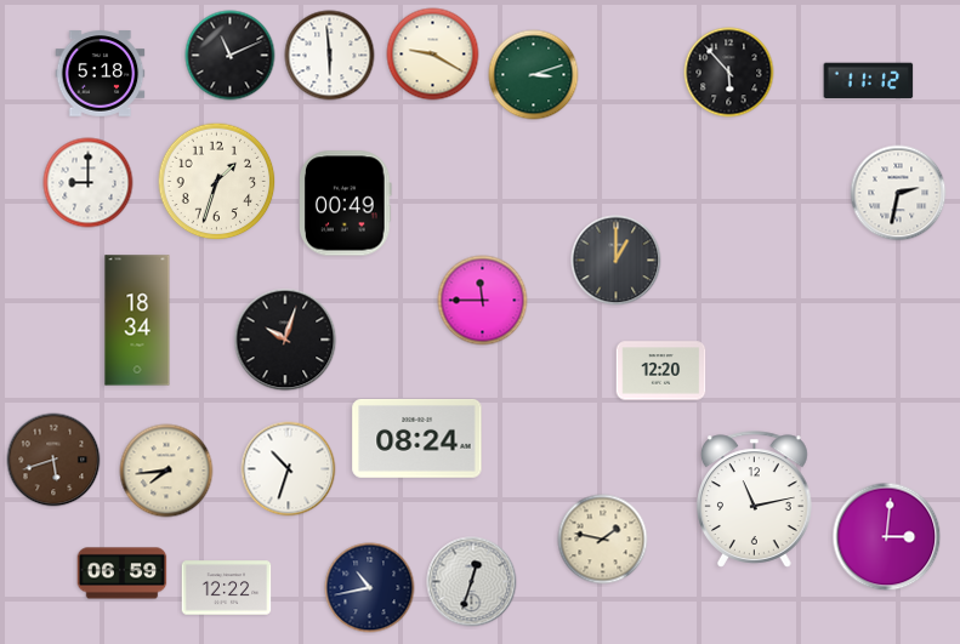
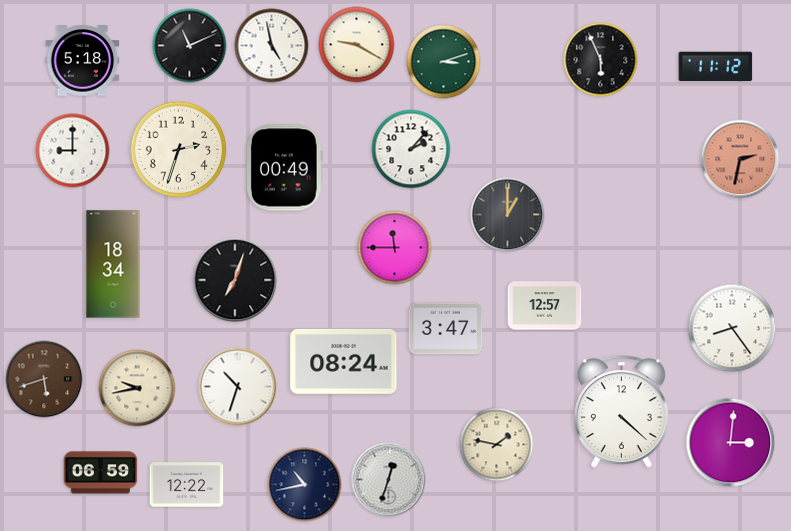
clock at (330, 56): 5:59 -> 4:58
clock at (729, 73): 5:53 -> 5:56
clock at (534, 75) position: (534, 75) -> (444, 62)
clock at (411, 149): none -> 2:07
clock at (217, 182): 1:33 -> 2:33
clock at (898, 193) dial: white -> salmon
clock at (483, 301) position: (483, 301) -> (395, 248)
clock at (285, 340): 10:03 -> 7:03
clock at (661, 371): 12:20 -> 12:57
clock at (732, 328): none -> 8:24
clock at (446, 329): none -> 3:47
clock at (166, 471): 7:44 -> 9:43
clock at (755, 500): 11:13 -> 4:22
